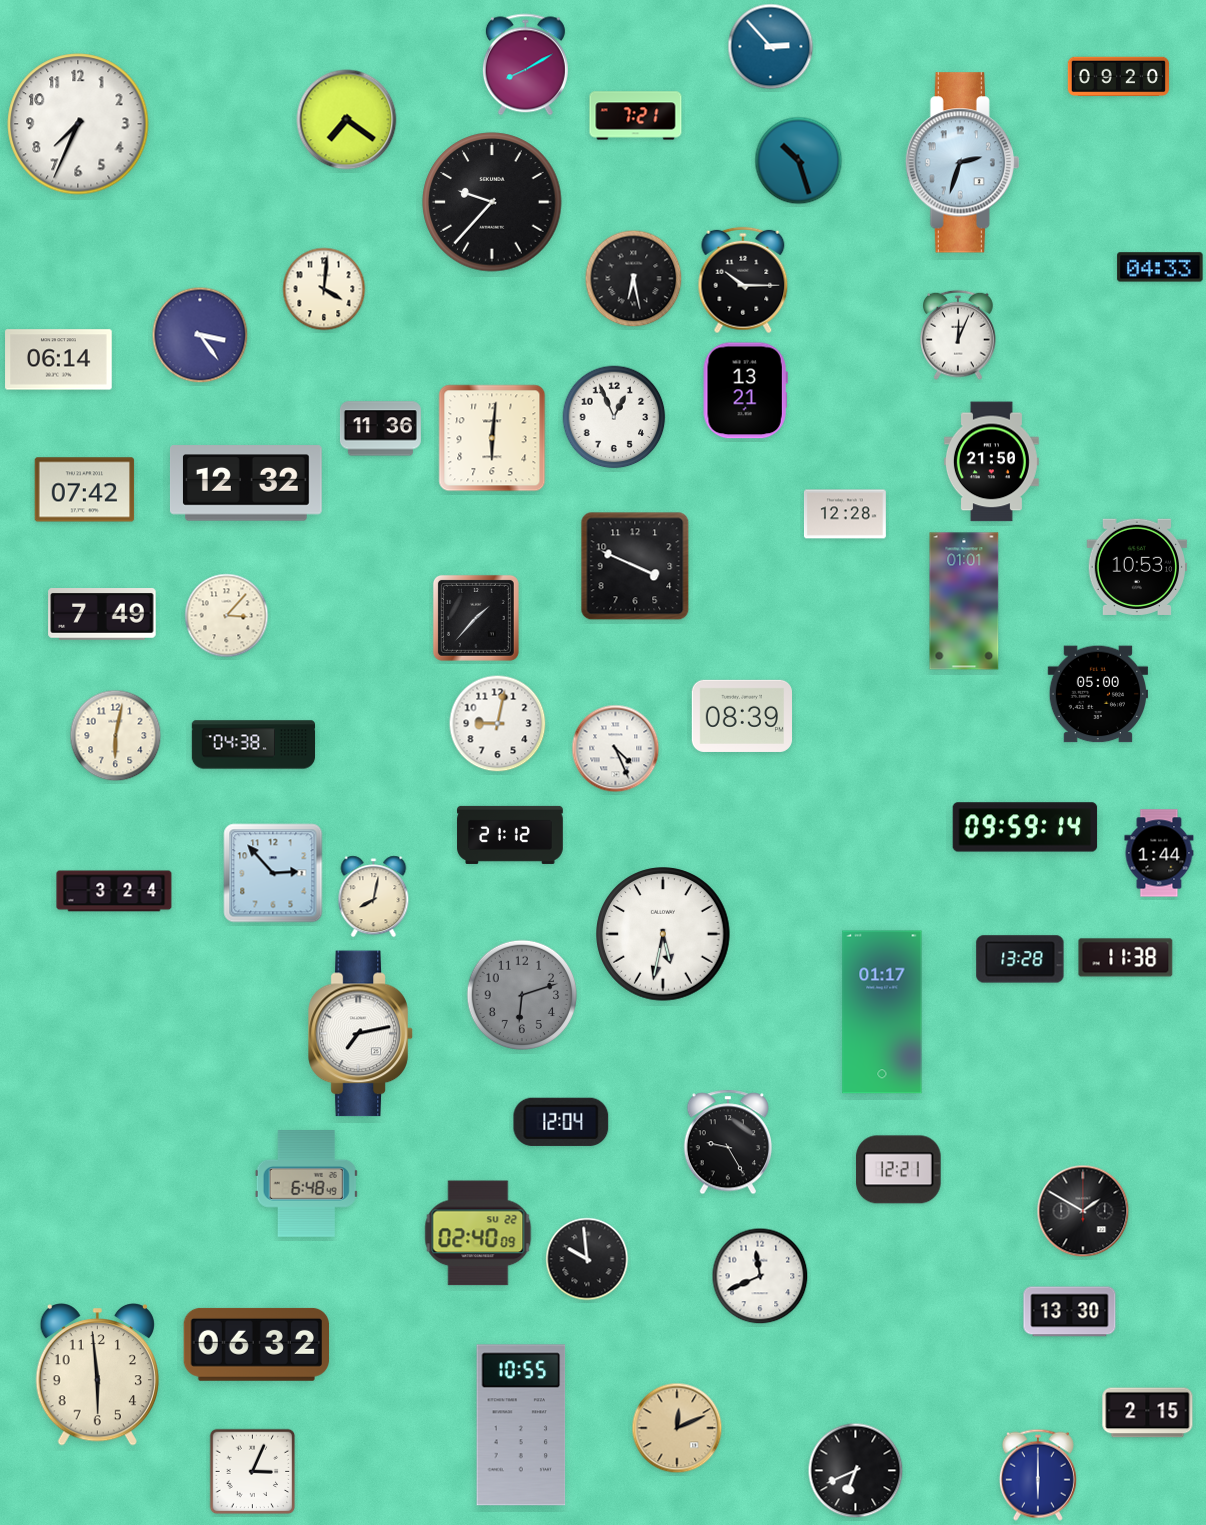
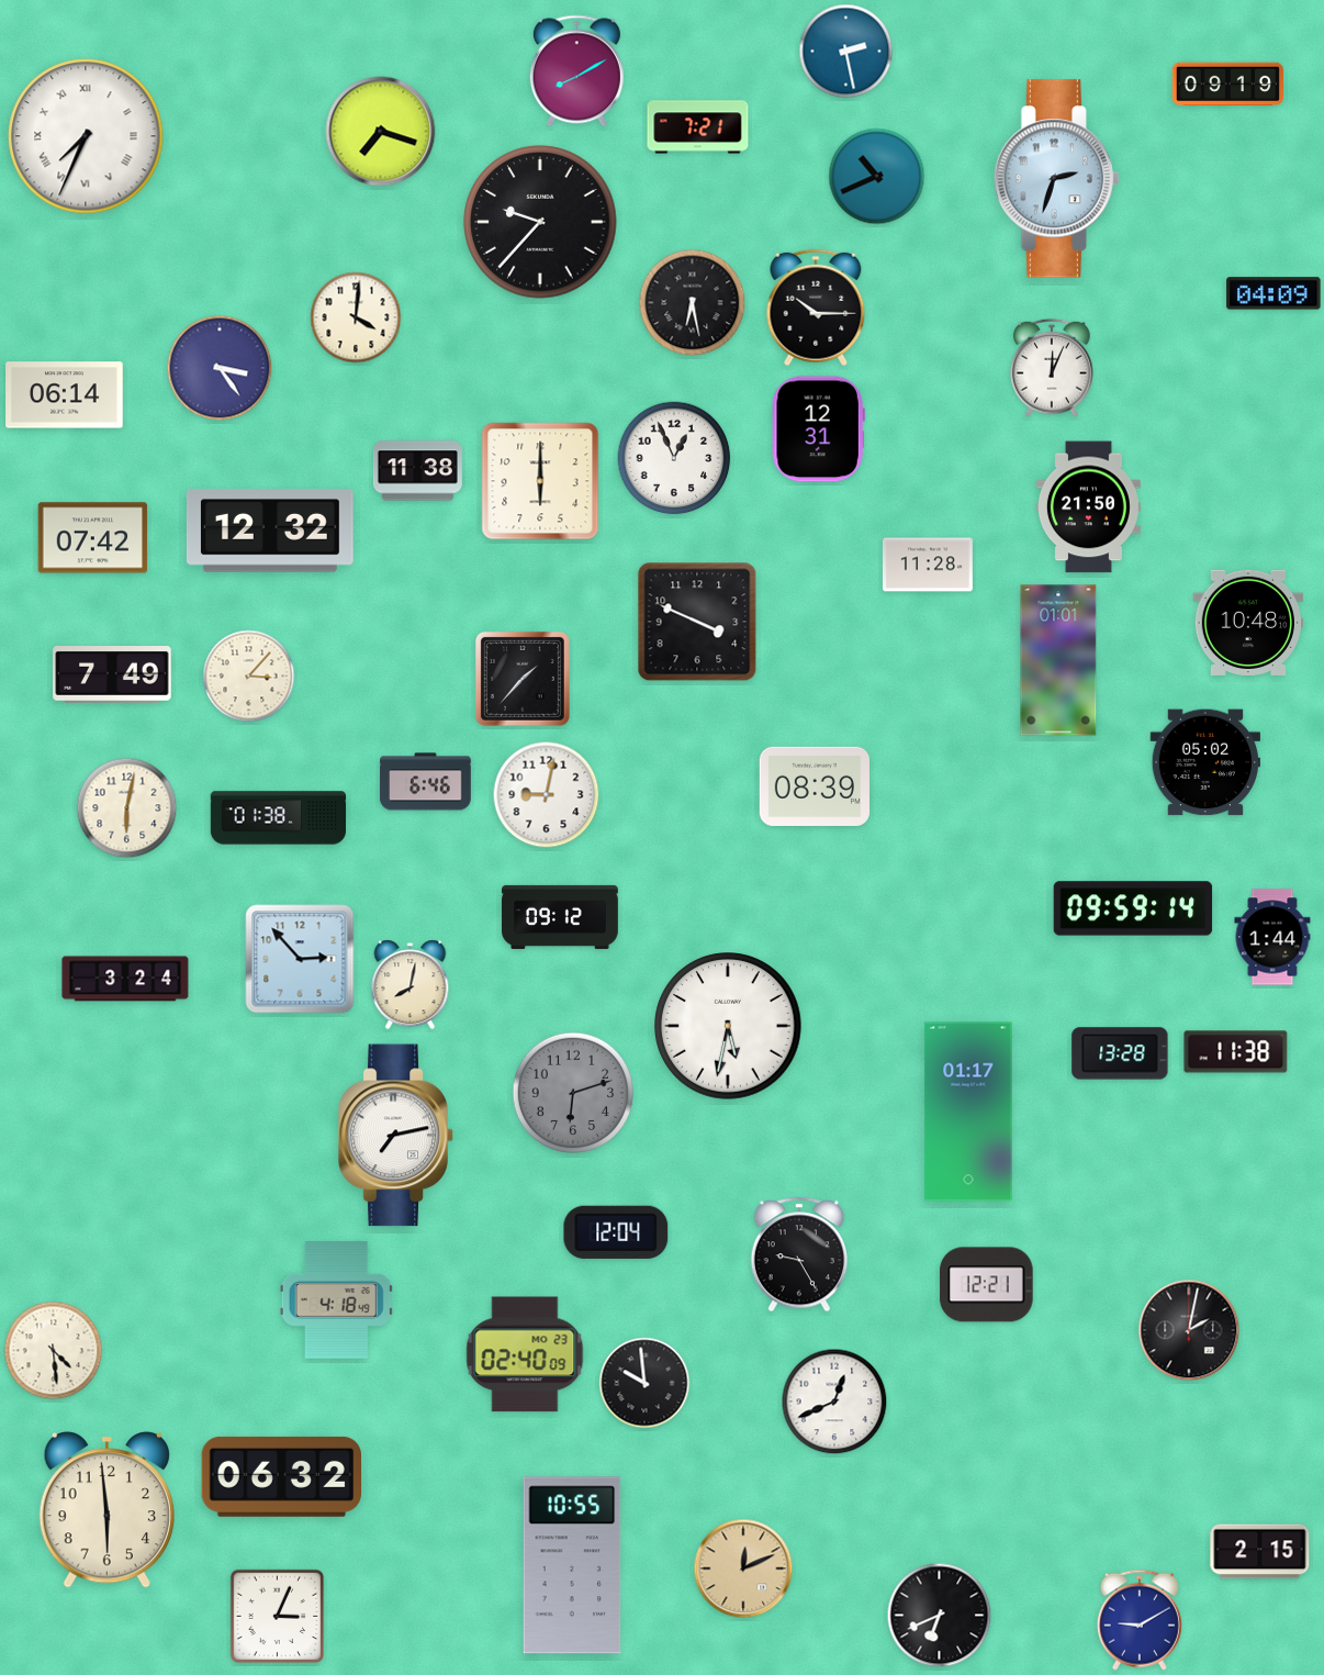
clock at (771, 47): 2:53 -> 2:28
clock at (1118, 77): 09:20 -> 09:19
clock at (347, 120): 7:21 -> 7:18
clock at (78, 124) numerals: Arabic -> Roman
clock at (799, 161): 10:27 -> 10:41
clock at (1160, 267): 04:33 -> 04:09
clock at (634, 279) position: (634, 279) -> (693, 303)
clock at (745, 391): 13:21 -> 12:31
clock at (380, 429): 11:36 -> 11:38
clock at (492, 438): 6:01 -> 6:00
clock at (845, 514): 12:28 -> 11:28
clock at (1136, 567): 10:53 -> 10:48
clock at (1097, 694): 05:00 -> 05:02
clock at (426, 782): none -> 6:46
clock at (254, 745): 04:38 -> 01:38
clock at (616, 749): 4:26 -> none
clock at (1025, 827) position: (1025, 827) -> (1133, 908)
clock at (510, 835): 21:12 -> 09:12
clock at (306, 1184): 6:48 -> 4:18
clock at (1083, 1211): 1:50 -> 2:02
clock at (54, 1351): none -> 4:29
clock at (478, 1233) date: SU 22 -> MO 23
clock at (760, 1276): 11:41 -> 12:41
clock at (1070, 1312): 13:30 -> none
clock at (1038, 1475): 6:00 -> 9:10
